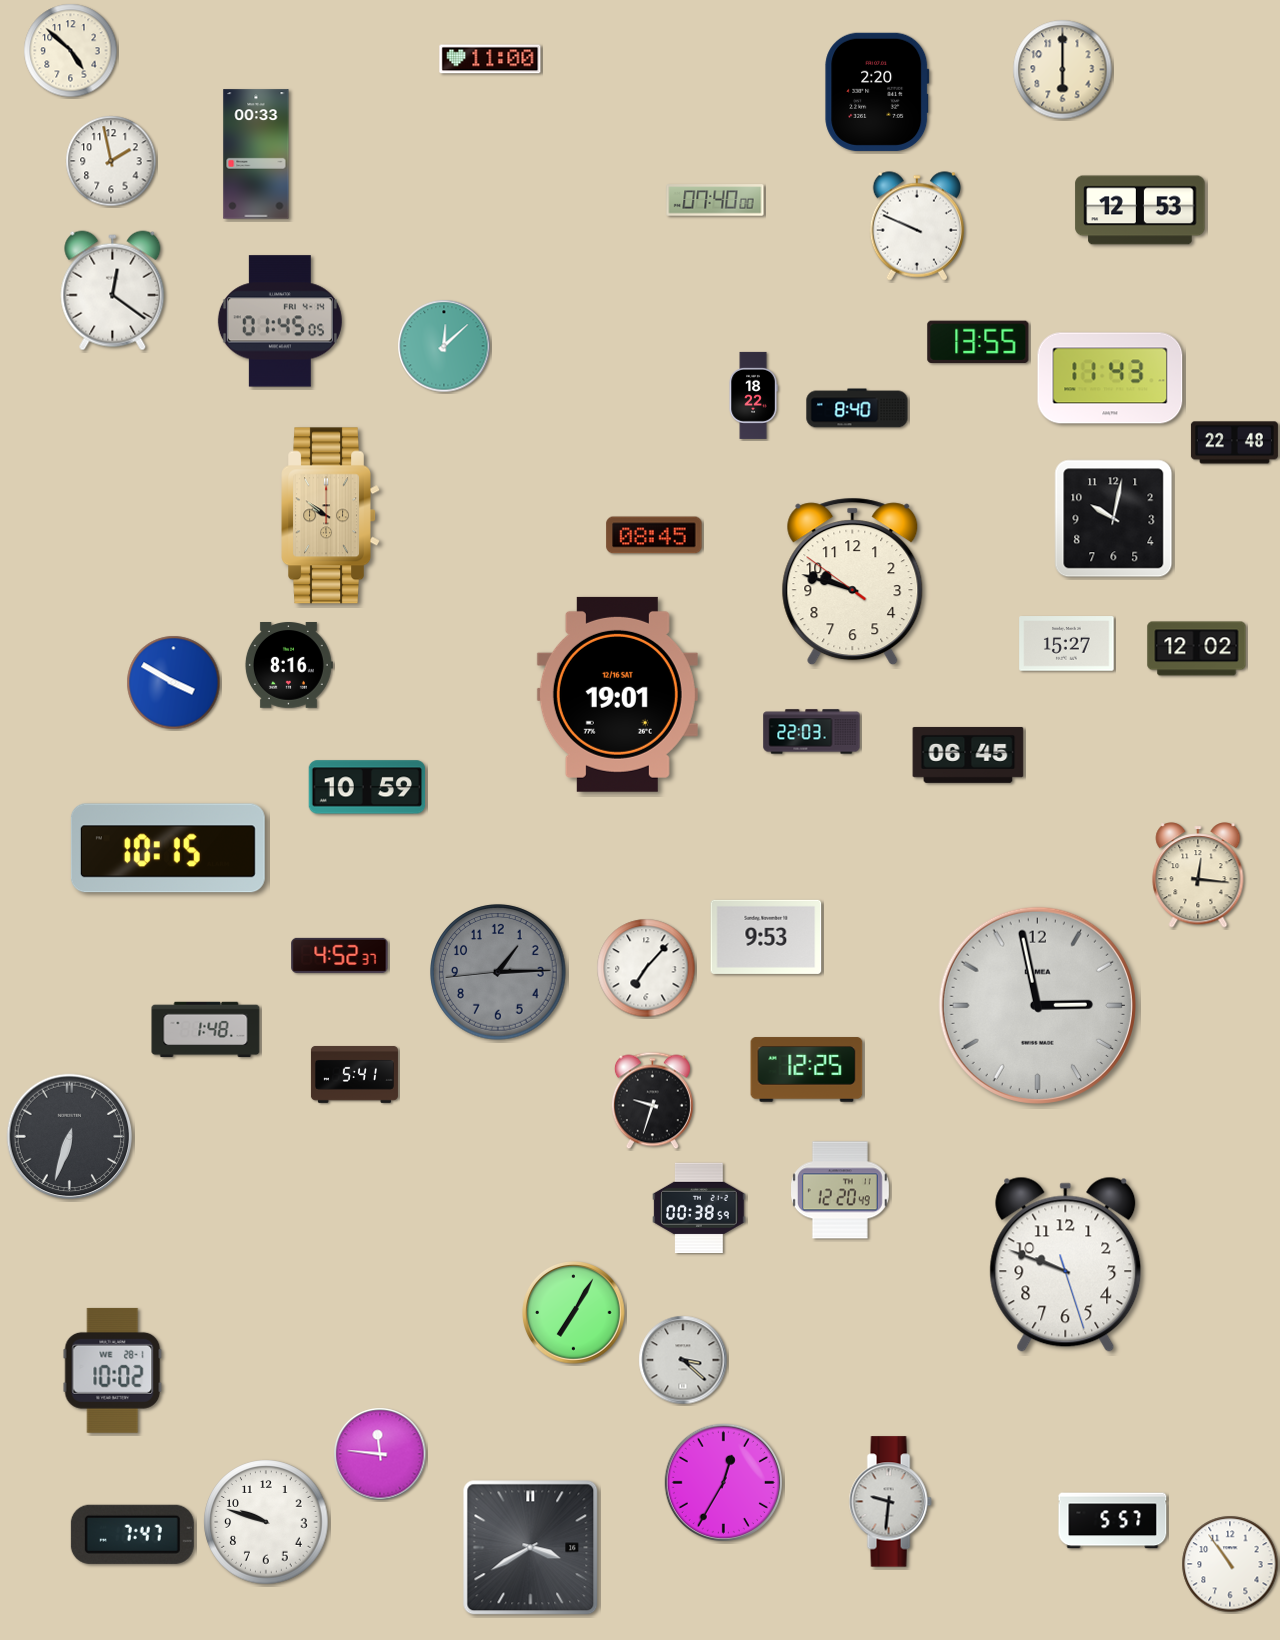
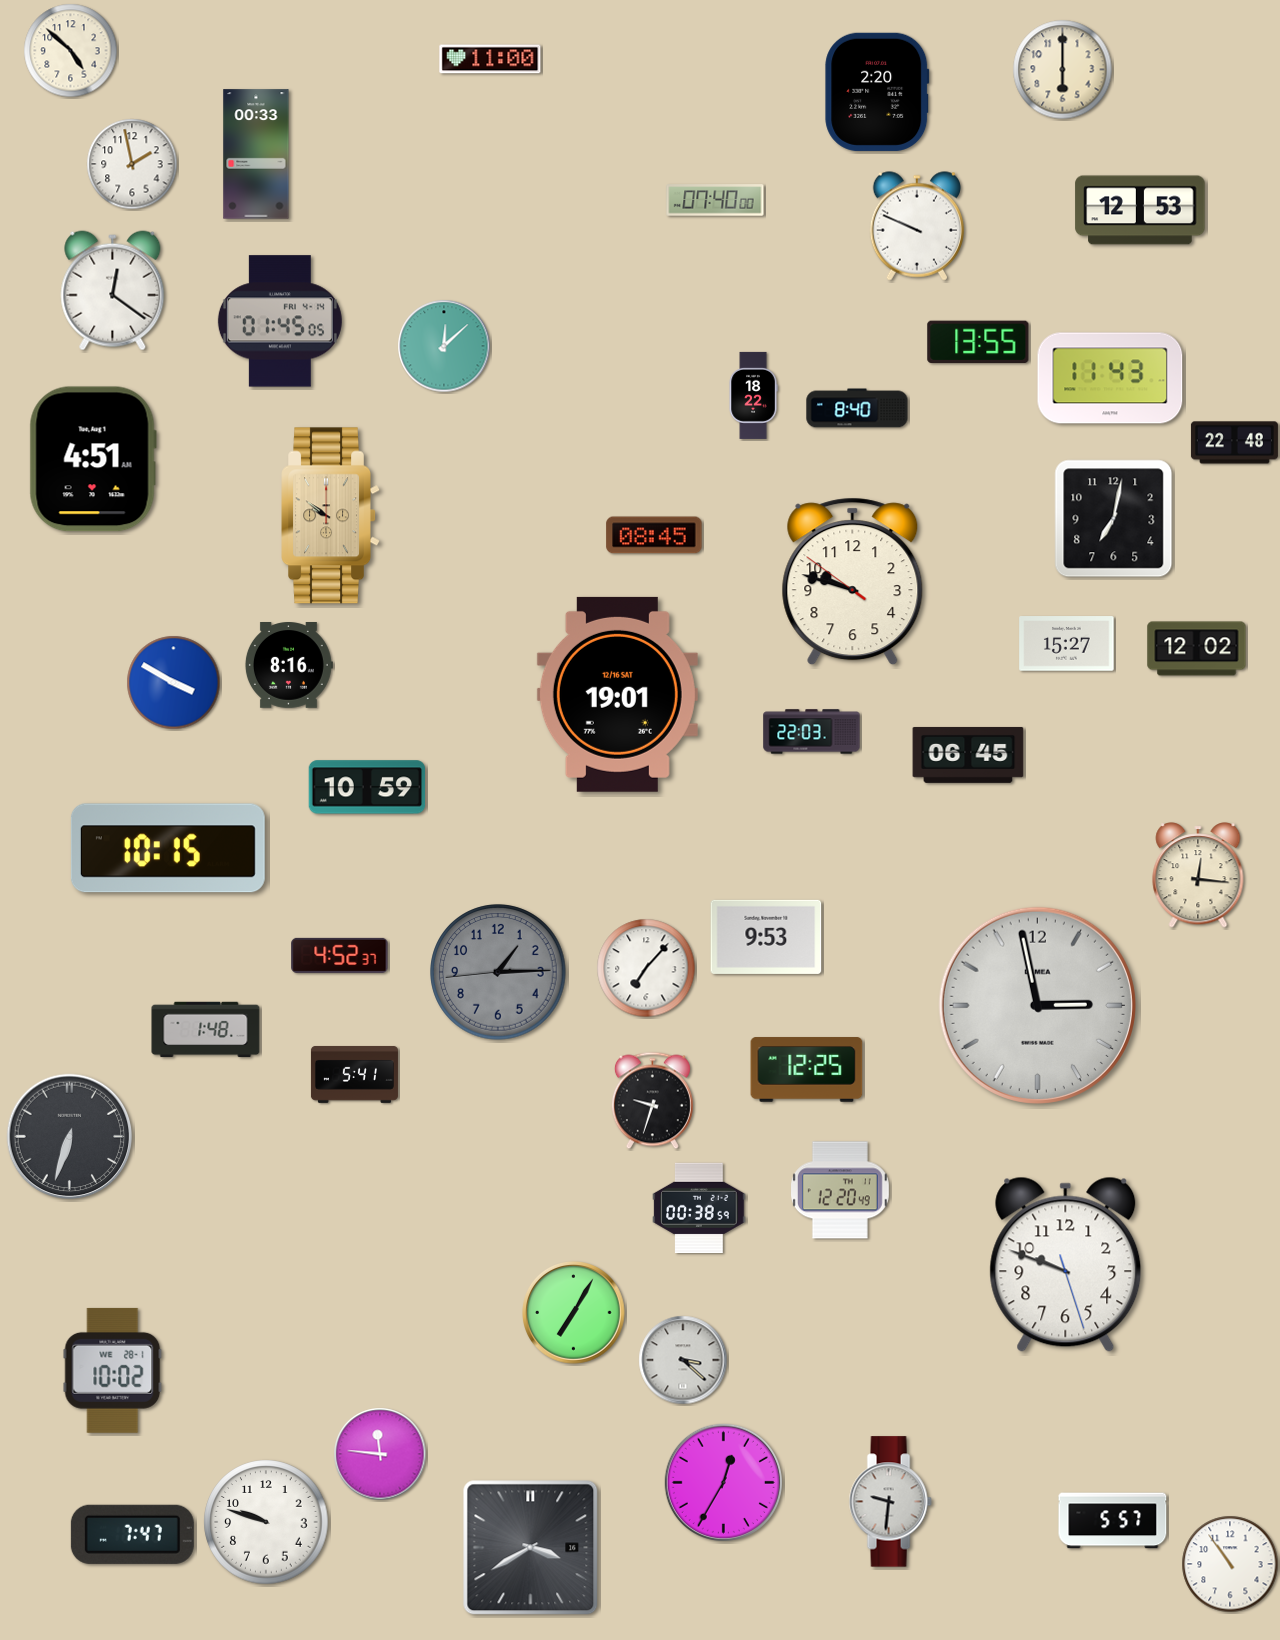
clock at (111, 161) position: (111, 161) -> (132, 164)
clock at (93, 459): none -> 4:51
clock at (1114, 519): 10:02 -> 7:02
